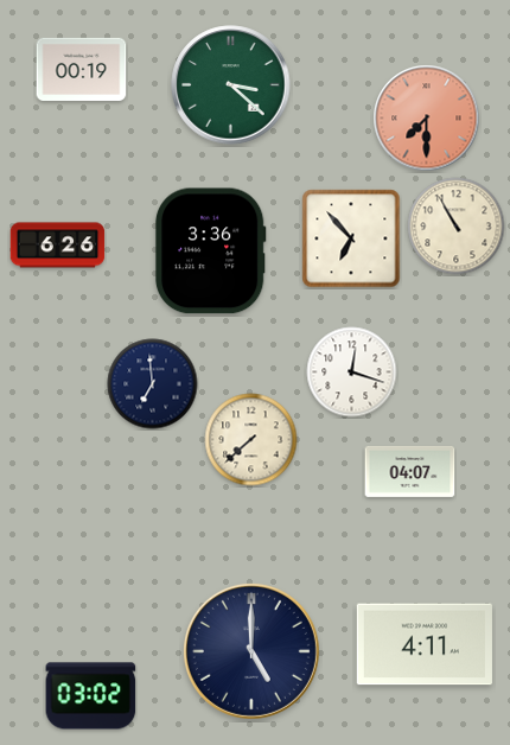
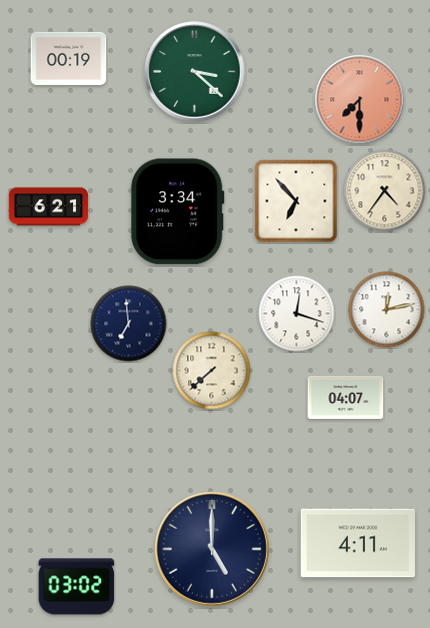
clock at (457, 227): 10:55 -> 4:36
clock at (58, 246): 6:26 -> 6:21
clock at (210, 251): 3:36 -> 3:34
clock at (387, 310): none -> 12:13
